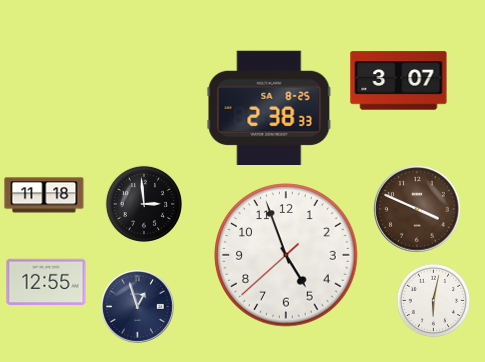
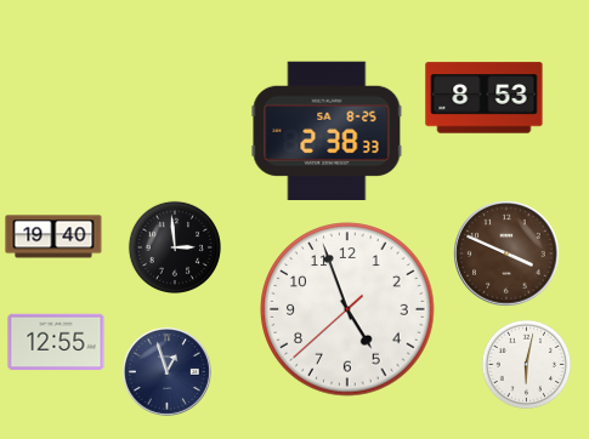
clock at (399, 81): 3:07 -> 8:53
clock at (44, 195): 11:18 -> 19:40
